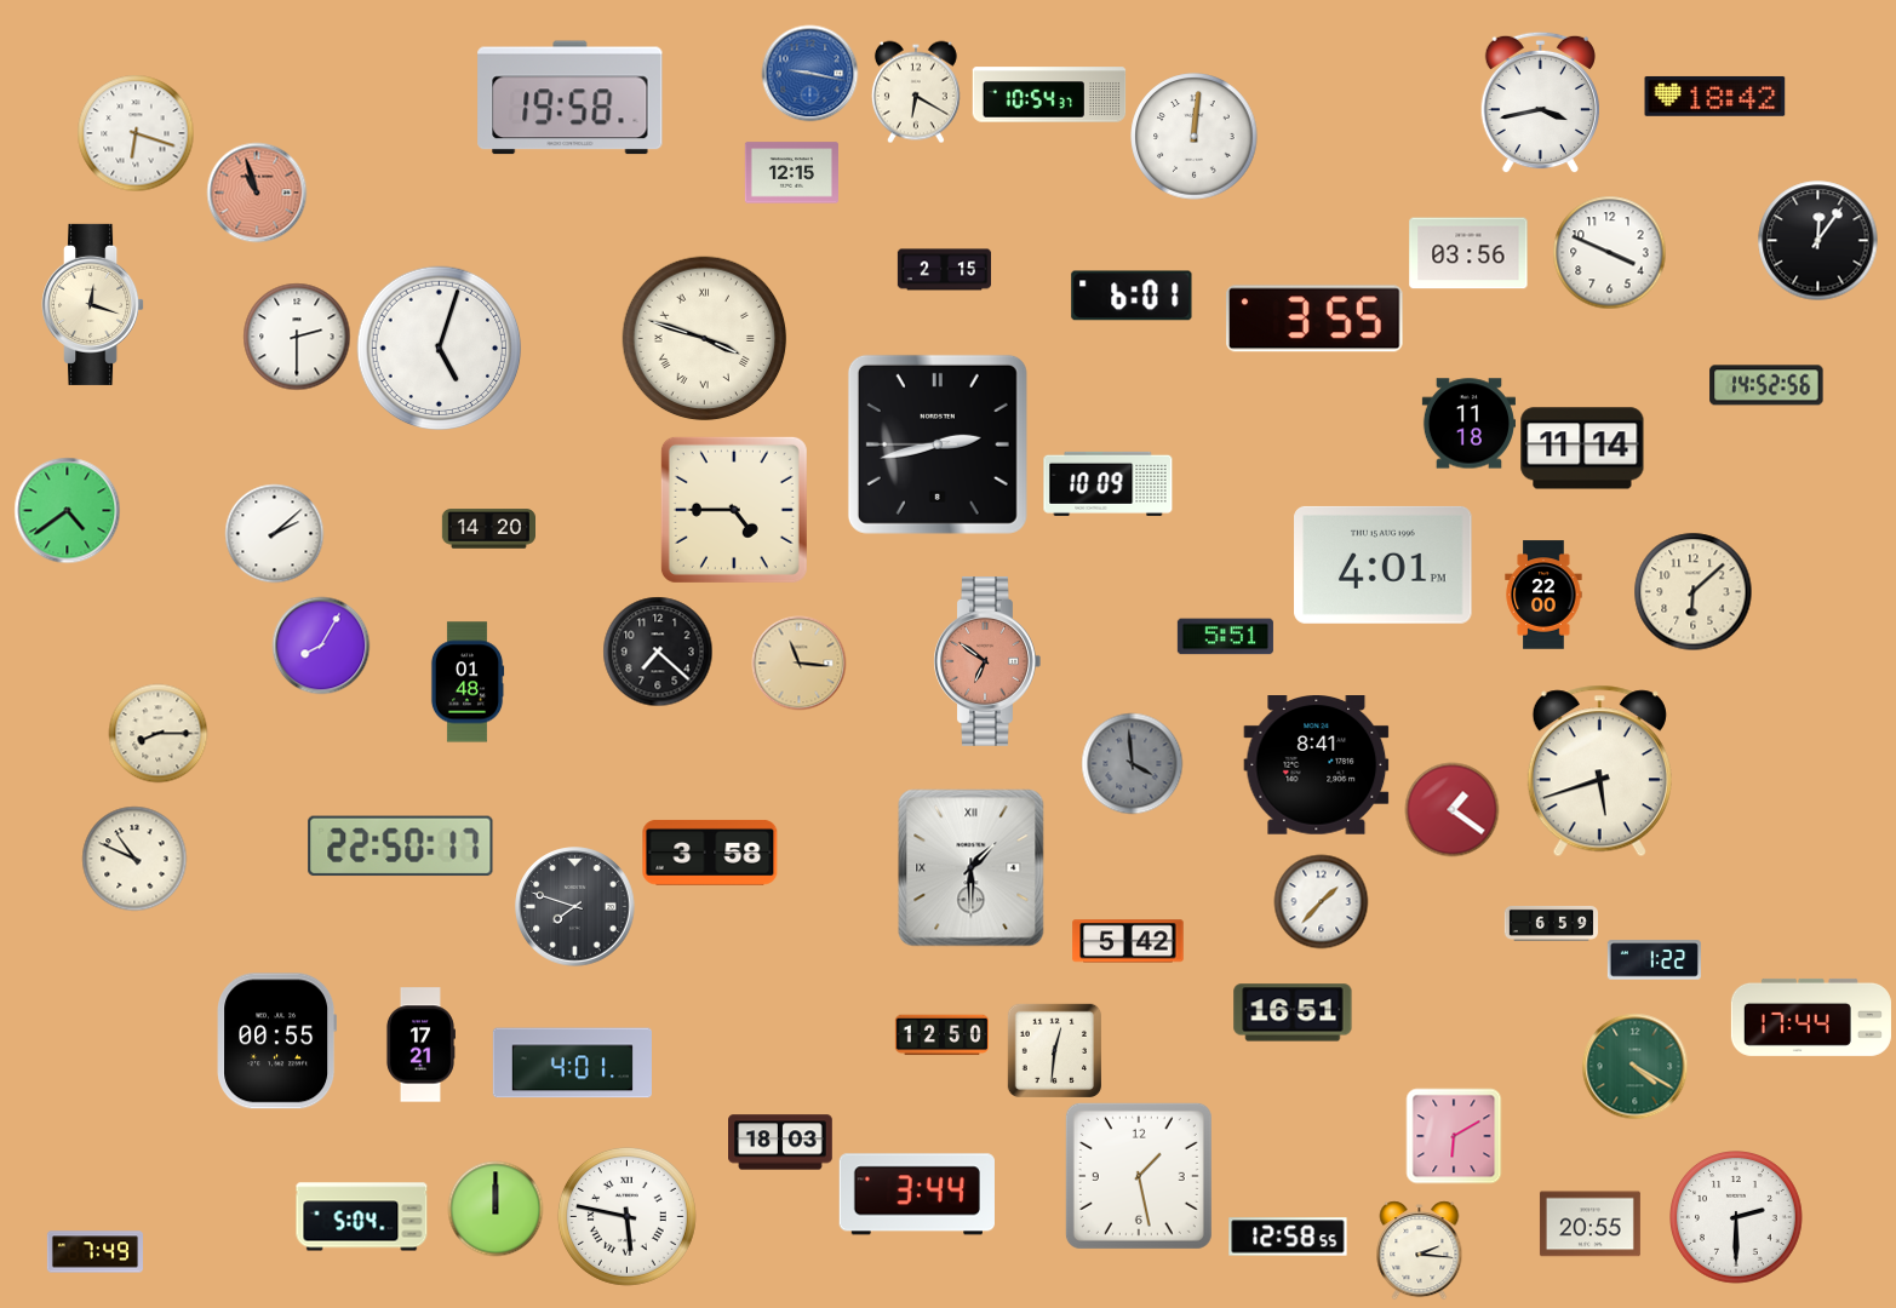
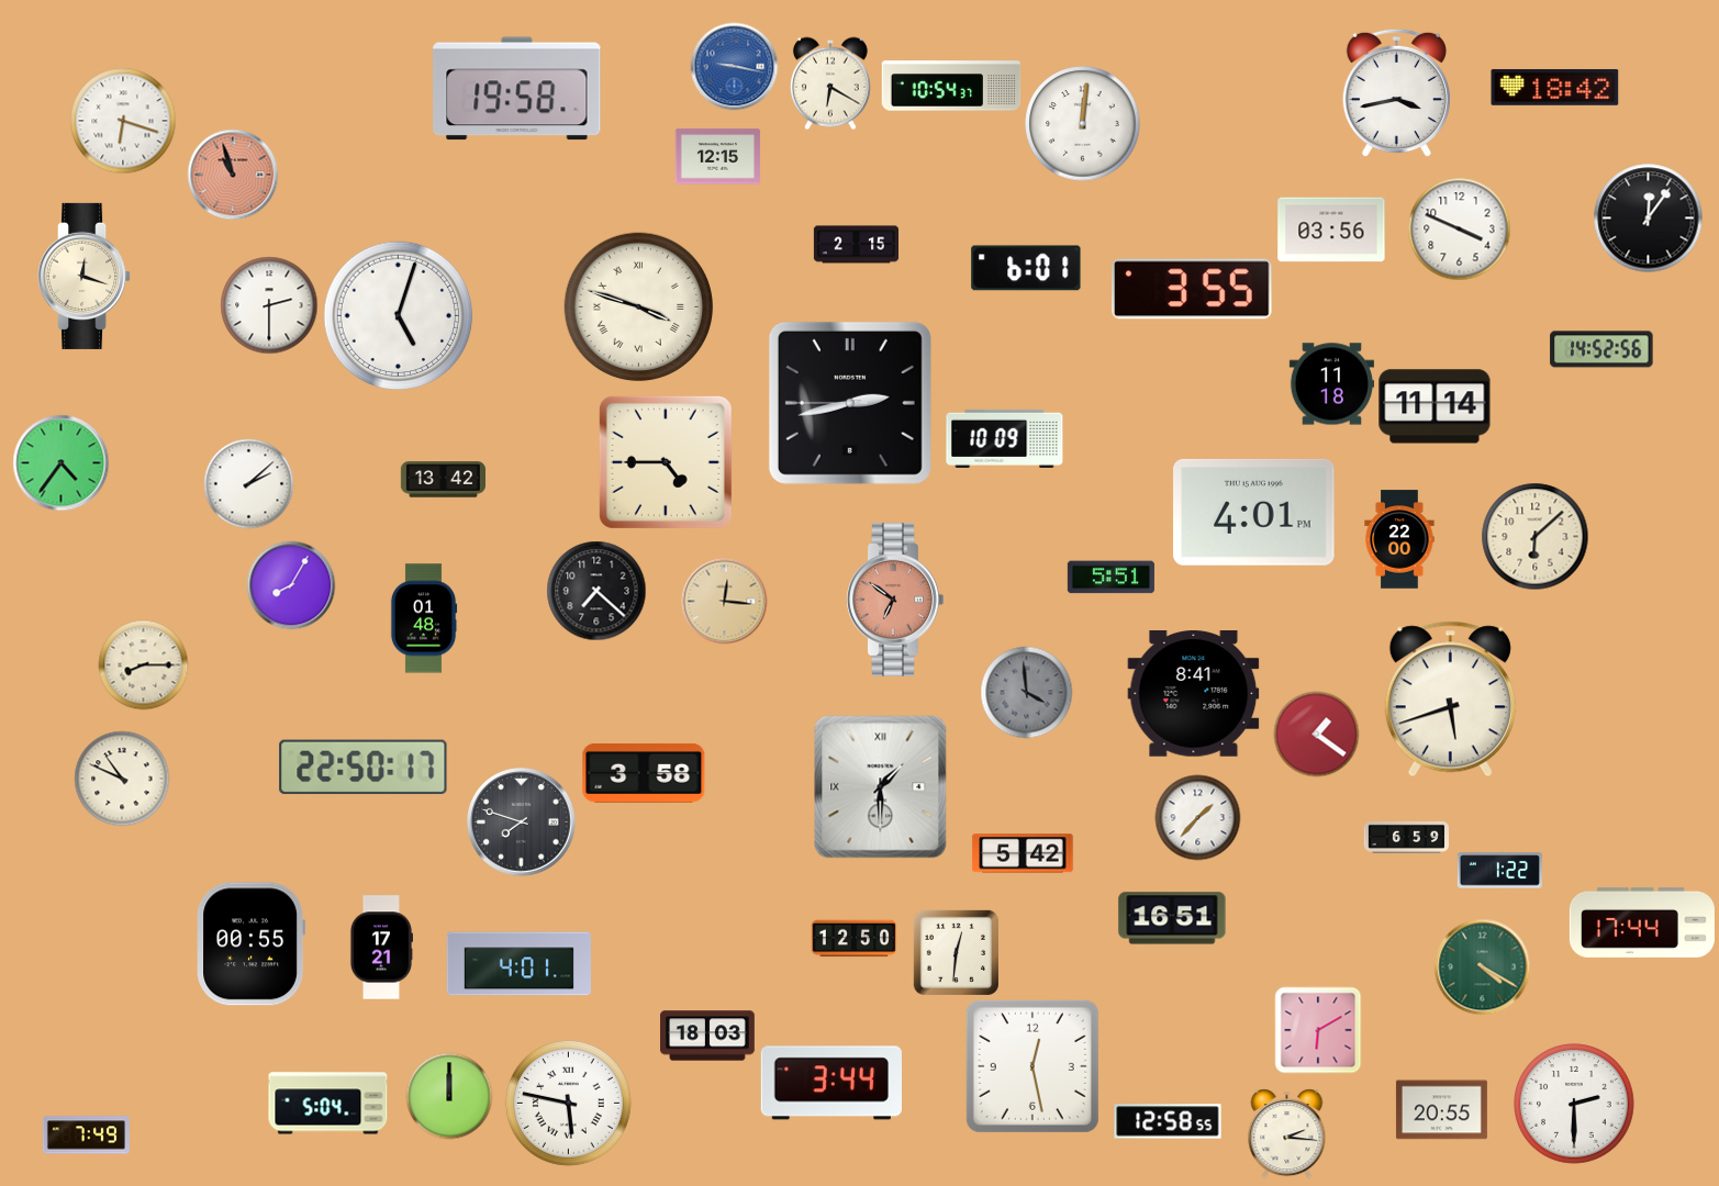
clock at (67, 510): 4:39 -> 4:36
clock at (488, 529): 14:20 -> 13:42
clock at (798, 662): 11:16 -> 12:16
clock at (1139, 1176): 1:28 -> 12:28
